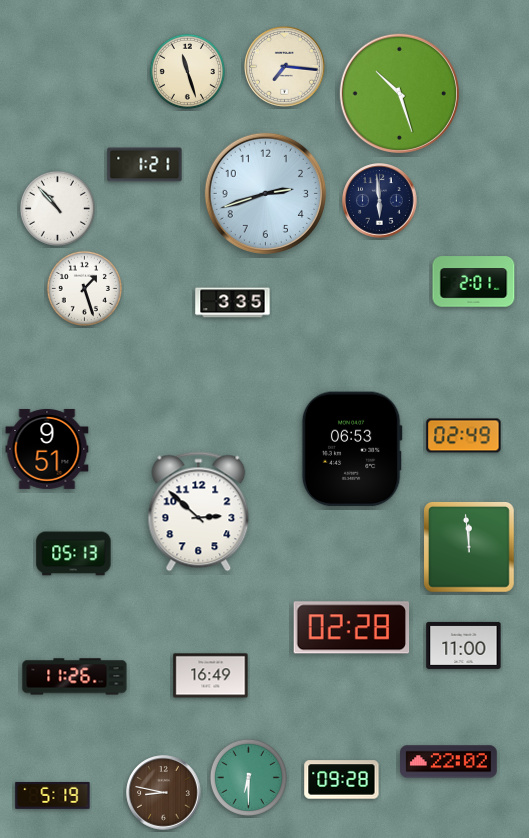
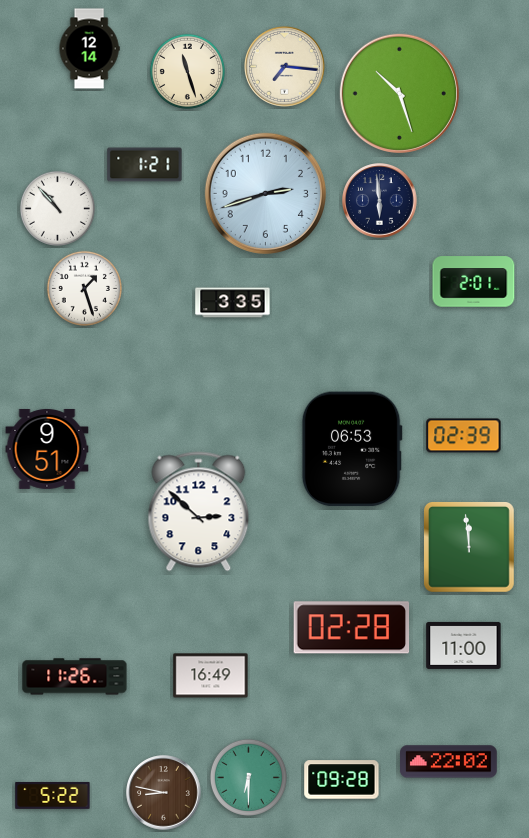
clock at (89, 49): none -> 12:14
clock at (464, 436): 02:49 -> 02:39
clock at (74, 554): 05:13 -> none
clock at (53, 795): 5:19 -> 5:22
